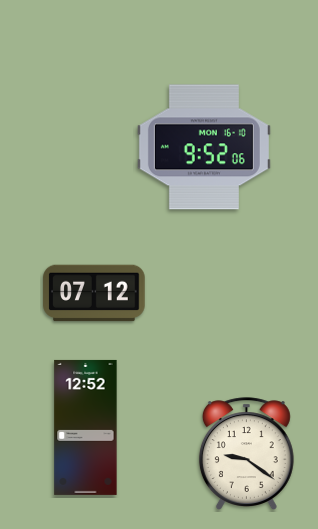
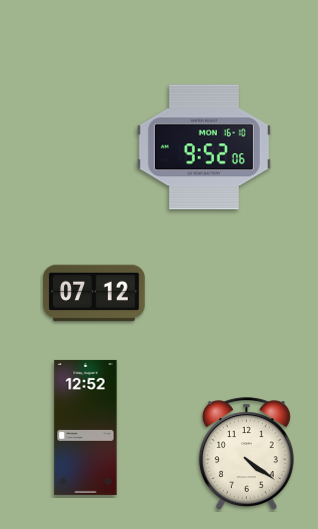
clock at (246, 453): 9:21 -> 4:21
